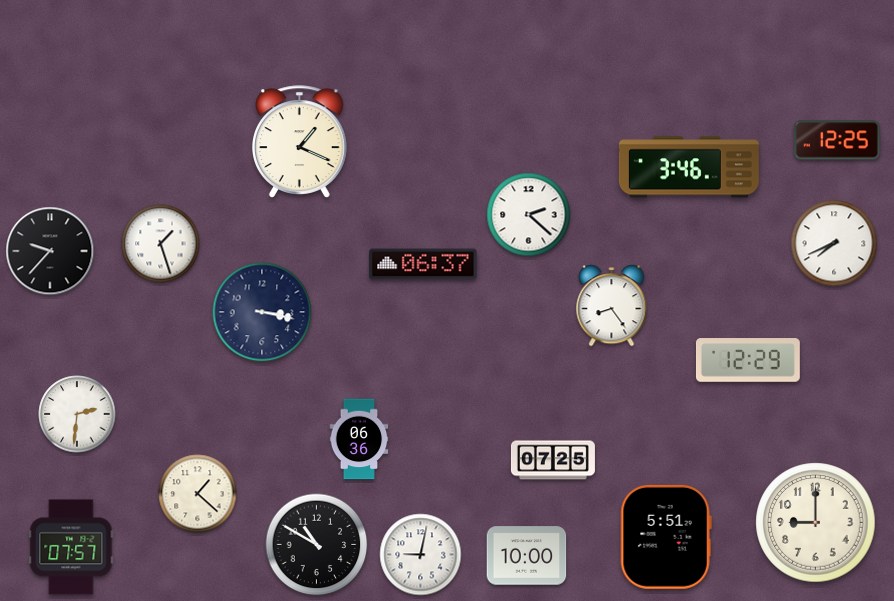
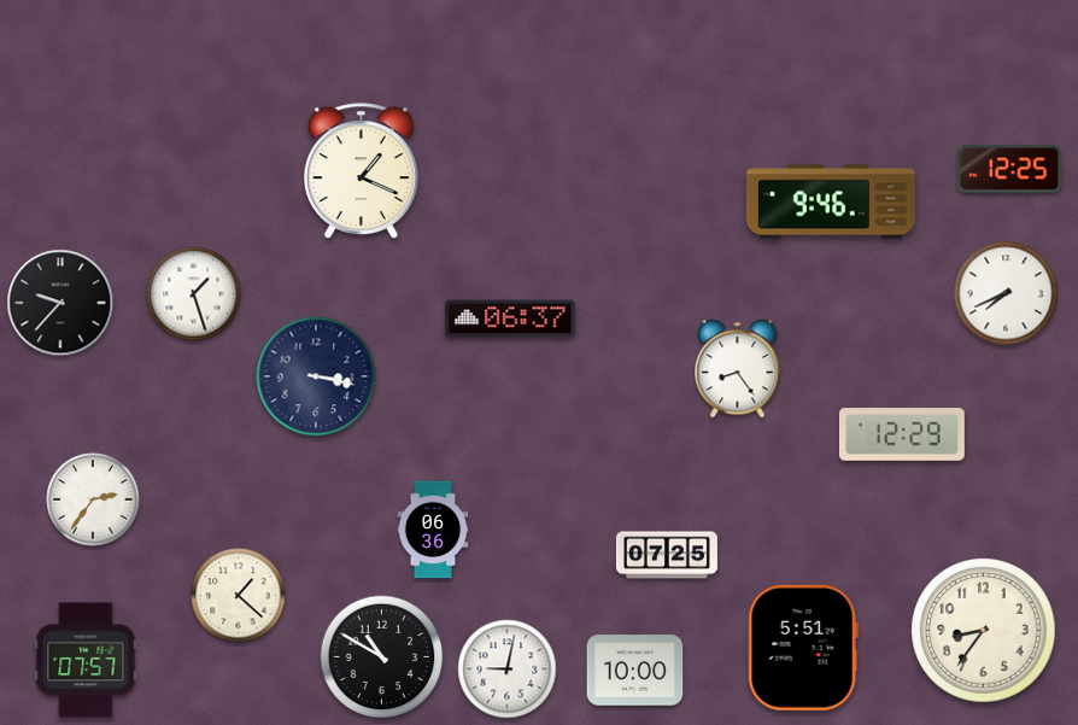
clock at (689, 167): 3:46 -> 9:46
clock at (529, 215): 2:22 -> none
clock at (77, 414): 2:31 -> 2:36
clock at (816, 523): 9:00 -> 8:36
